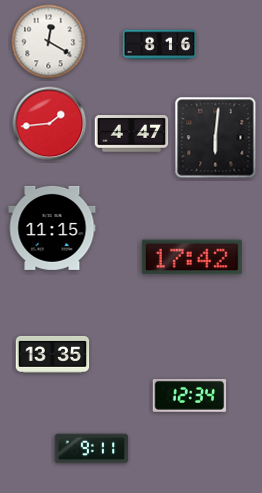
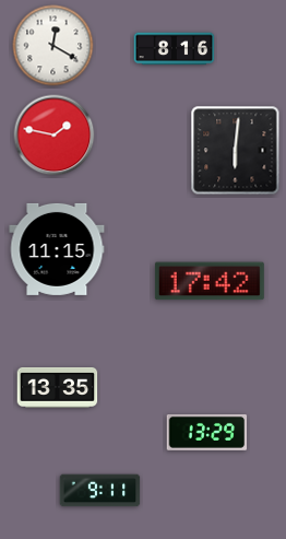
clock at (50, 124): 1:44 -> 1:47
clock at (132, 134): 4:47 -> none
clock at (190, 395): 12:34 -> 13:29
